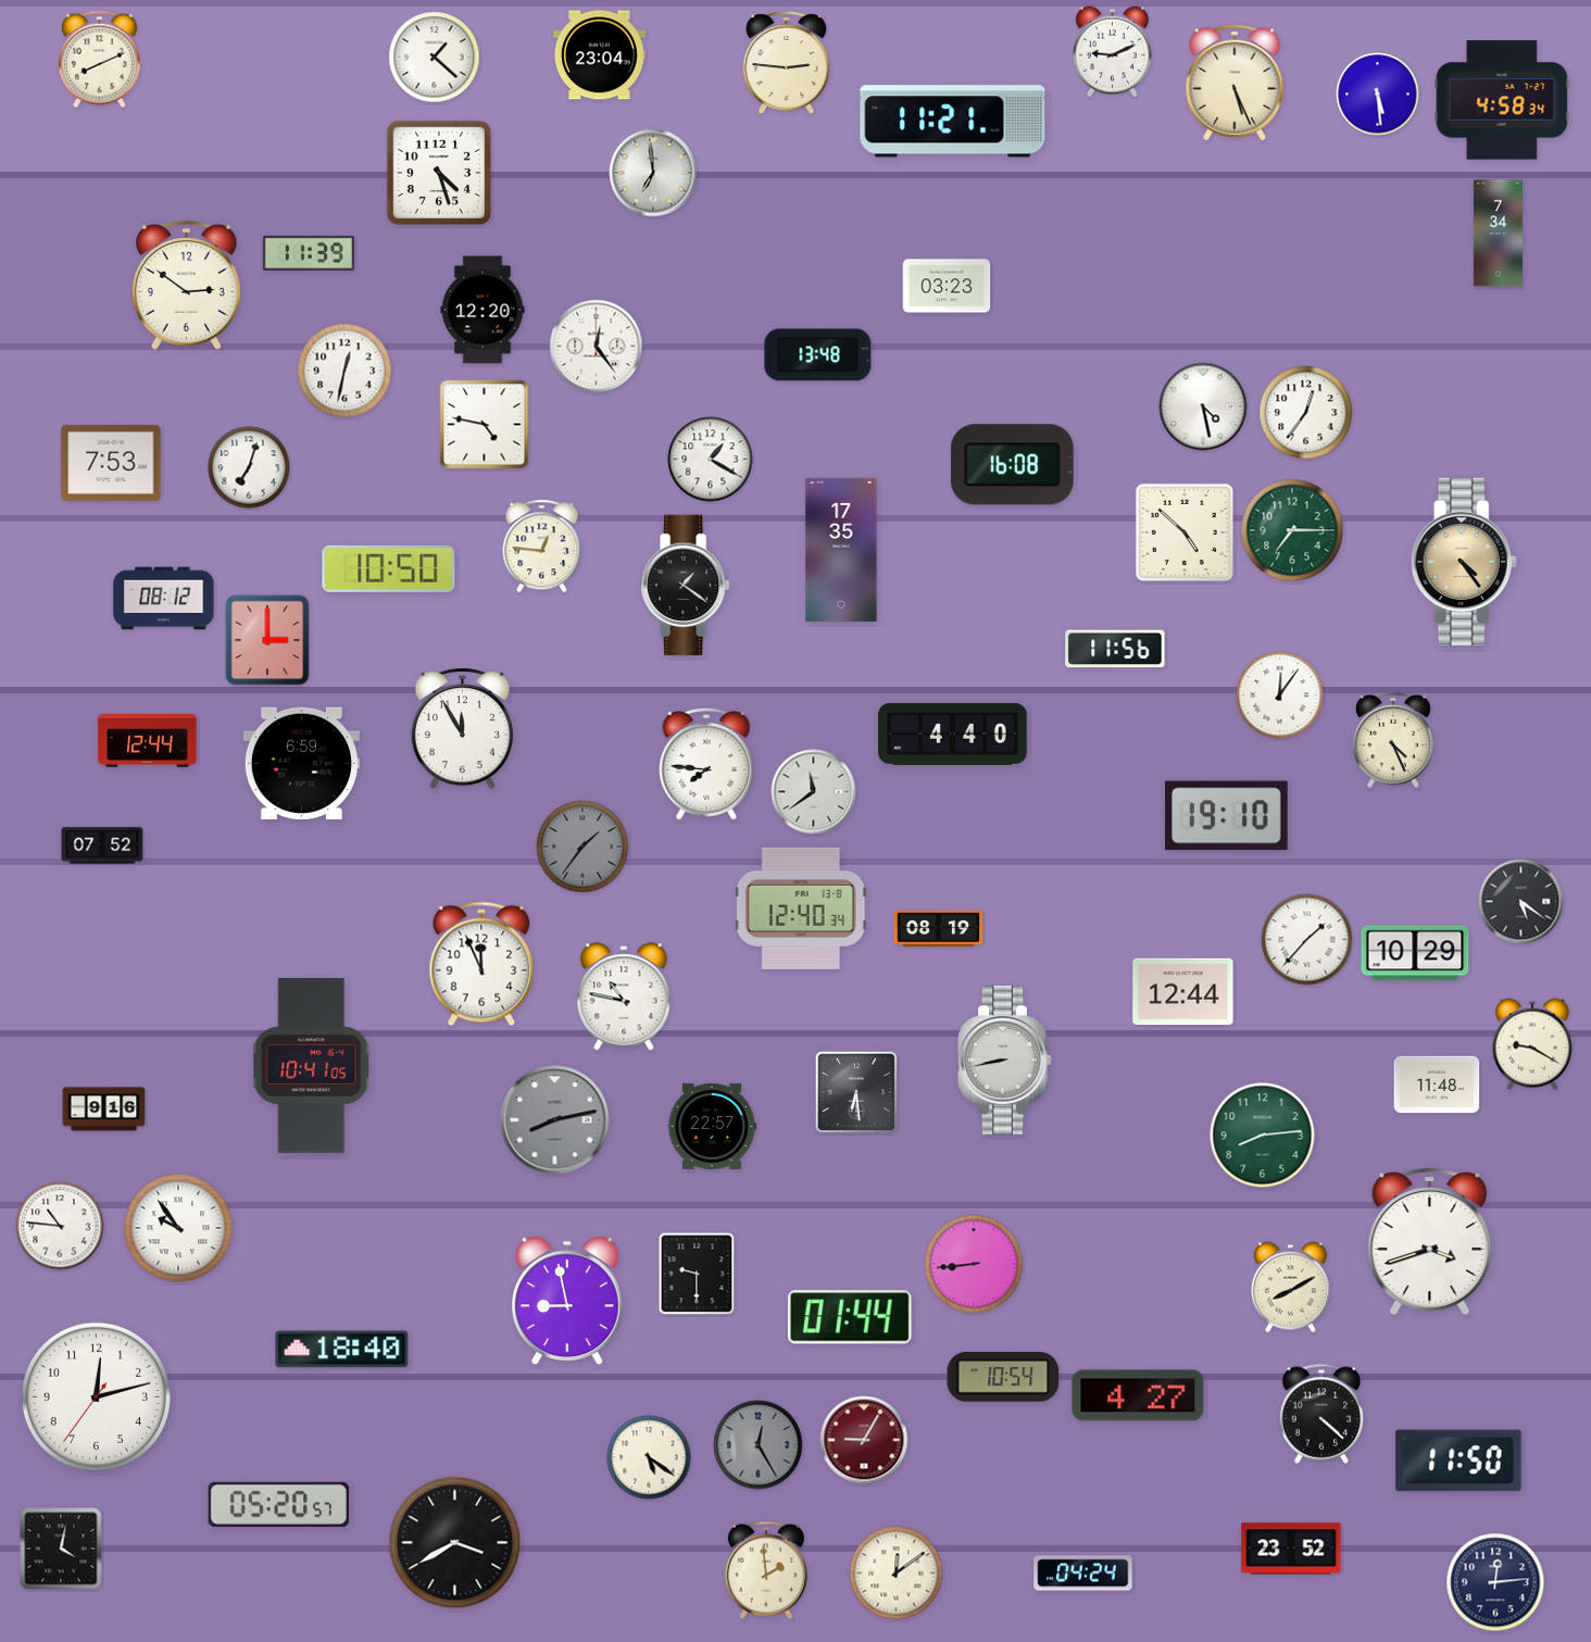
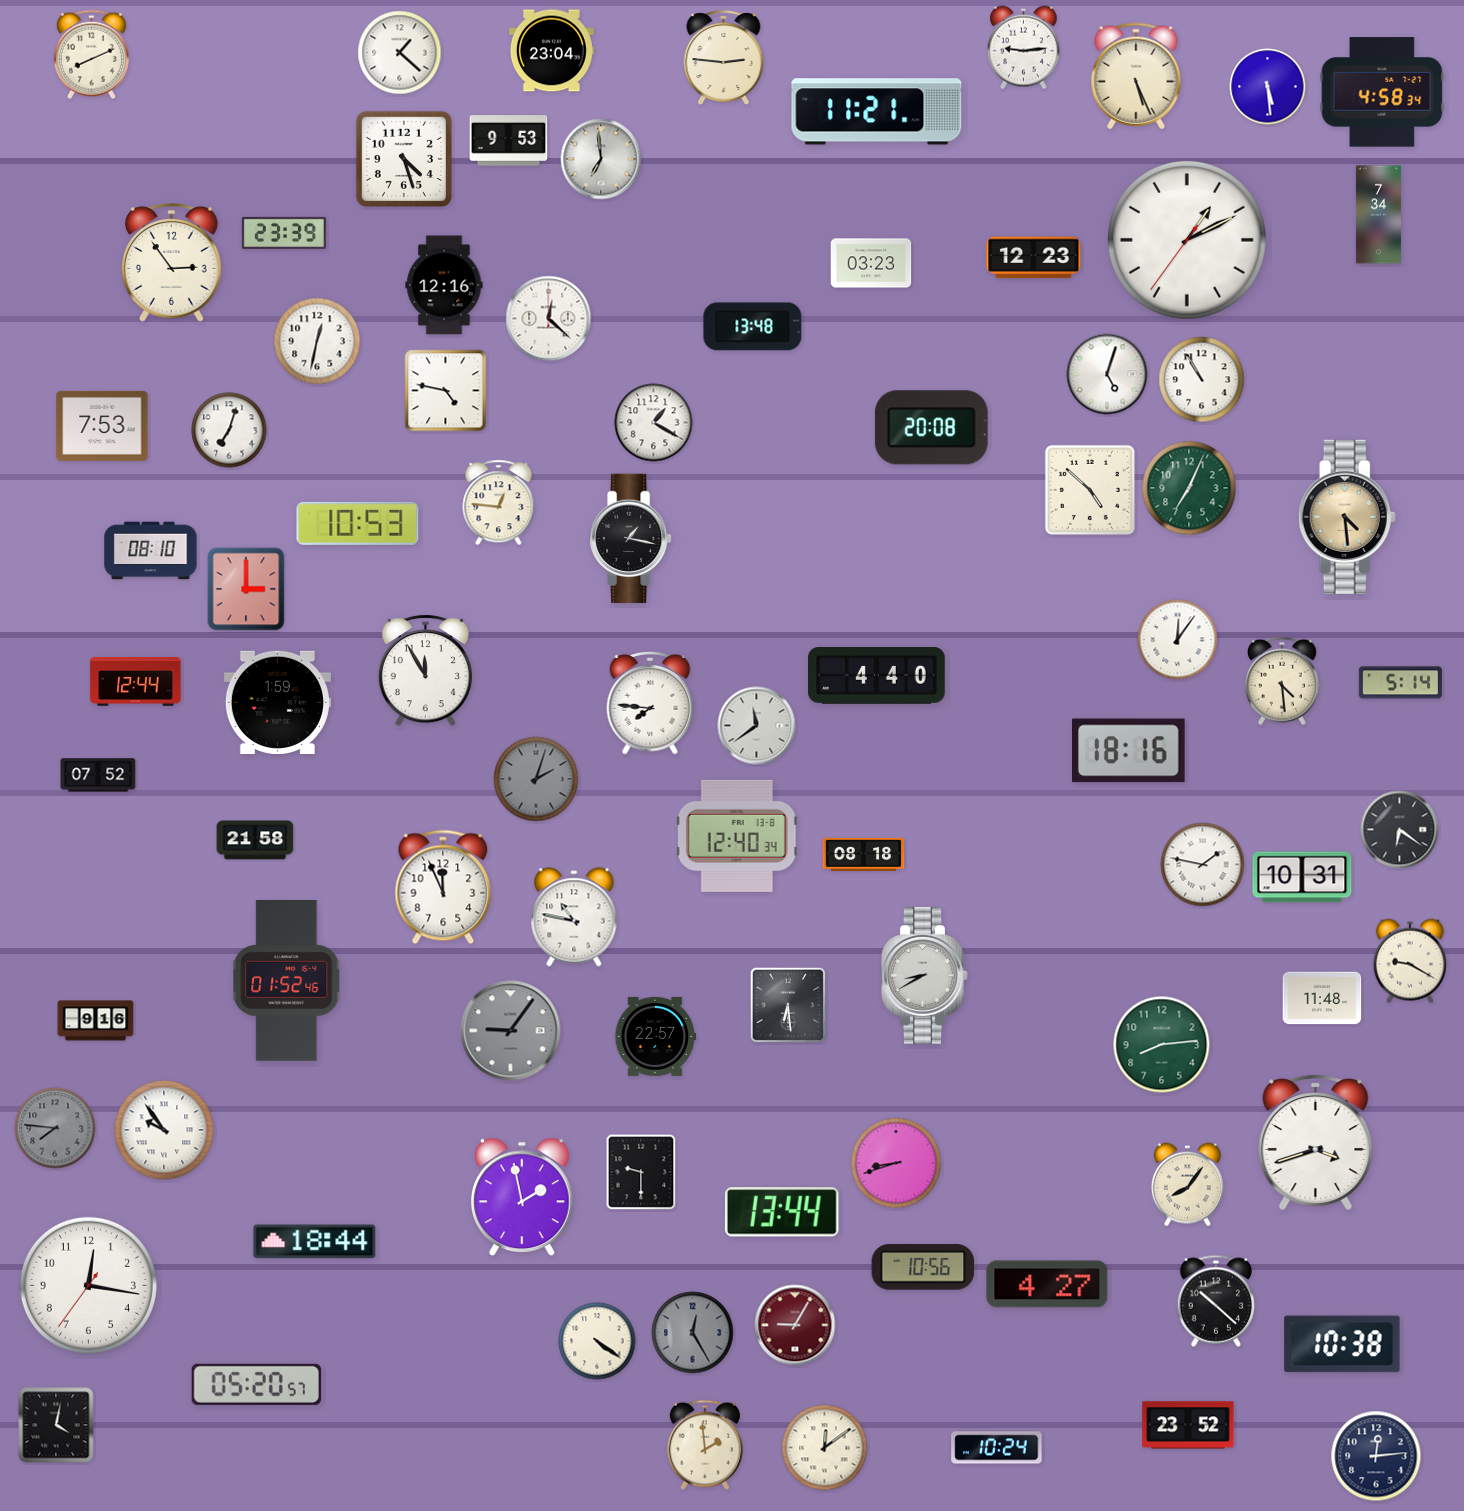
clock at (1112, 52): 9:11 -> 9:14
clock at (509, 141): none -> 9:53
clock at (309, 253): 11:39 -> 23:39
clock at (1187, 240): none -> 1:10
clock at (1034, 258): none -> 12:23
clock at (187, 286): 2:51 -> 2:54
clock at (483, 310): 12:20 -> 12:16
clock at (597, 347): 12:24 -> 12:22
clock at (1203, 406): 4:28 -> 5:03
clock at (1306, 413): 12:36 -> 10:55
clock at (1012, 465): 16:08 -> 20:08
clock at (1292, 530): 7:15 -> 7:04
clock at (841, 550): 17:35 -> none
clock at (1464, 562): 4:24 -> 4:29
clock at (389, 568): 10:50 -> 10:53
clock at (686, 586): 1:21 -> 1:17
clock at (164, 599): 08:12 -> 08:10
clock at (1115, 649): 11:56 -> none
clock at (1393, 740): 4:26 -> 4:29
clock at (1400, 683): none -> 5:14
clock at (301, 763): 6:59 -> 1:59
clock at (814, 792) position: (814, 792) -> (757, 726)
clock at (1227, 816): 19:10 -> 18:16
clock at (102, 845) position: (102, 845) -> (98, 775)
clock at (582, 847): 1:36 -> 2:03
clock at (1521, 902): 5:21 -> 6:21
clock at (255, 840): none -> 21:58
clock at (939, 928): 08:19 -> 08:18
clock at (1307, 940): 1:37 -> 1:47
clock at (1415, 953): 10:29 -> 10:31
clock at (1183, 992): 12:44 -> none
clock at (1005, 1061): 8:43 -> 8:40
clock at (312, 1066): 10:41 -> 01:52
clock at (555, 1120): 8:13 -> 9:06
clock at (60, 1226): 10:46 -> 7:46
clock at (60, 1226) dial: white -> grey
clock at (974, 1264): 8:44 -> 8:42
clock at (1290, 1288): 8:10 -> 8:06
clock at (568, 1301): 8:58 -> 1:58
clock at (850, 1317): 01:44 -> 13:44
clock at (342, 1350): 18:40 -> 18:44
clock at (1003, 1377): 10:54 -> 10:56
clock at (96, 1396): 12:12 -> 12:16
clock at (1321, 1414): 4:22 -> 10:22
clock at (759, 1445) position: (759, 1445) -> (693, 1333)
clock at (649, 1457): 5:21 -> 4:21
clock at (1458, 1461): 11:50 -> 10:38
clock at (455, 1543): 3:40 -> none
clock at (1083, 1574): 04:24 -> 10:24
